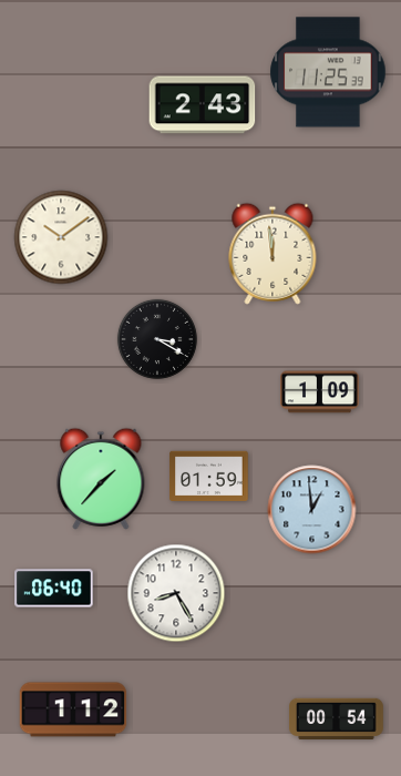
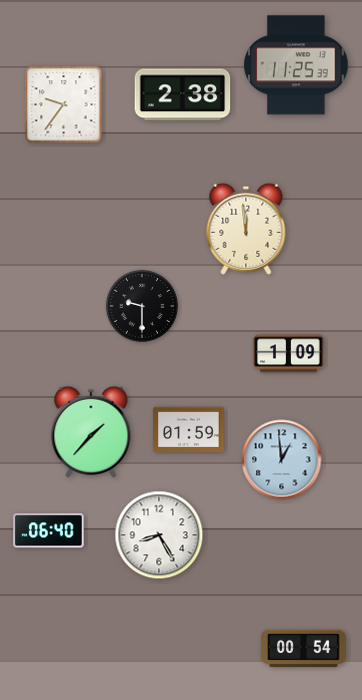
clock at (203, 105): 2:43 -> 2:38
clock at (64, 105): none -> 9:36
clock at (61, 237): 10:09 -> none
clock at (157, 339): 3:20 -> 9:30
clock at (73, 709): 1:12 -> none
